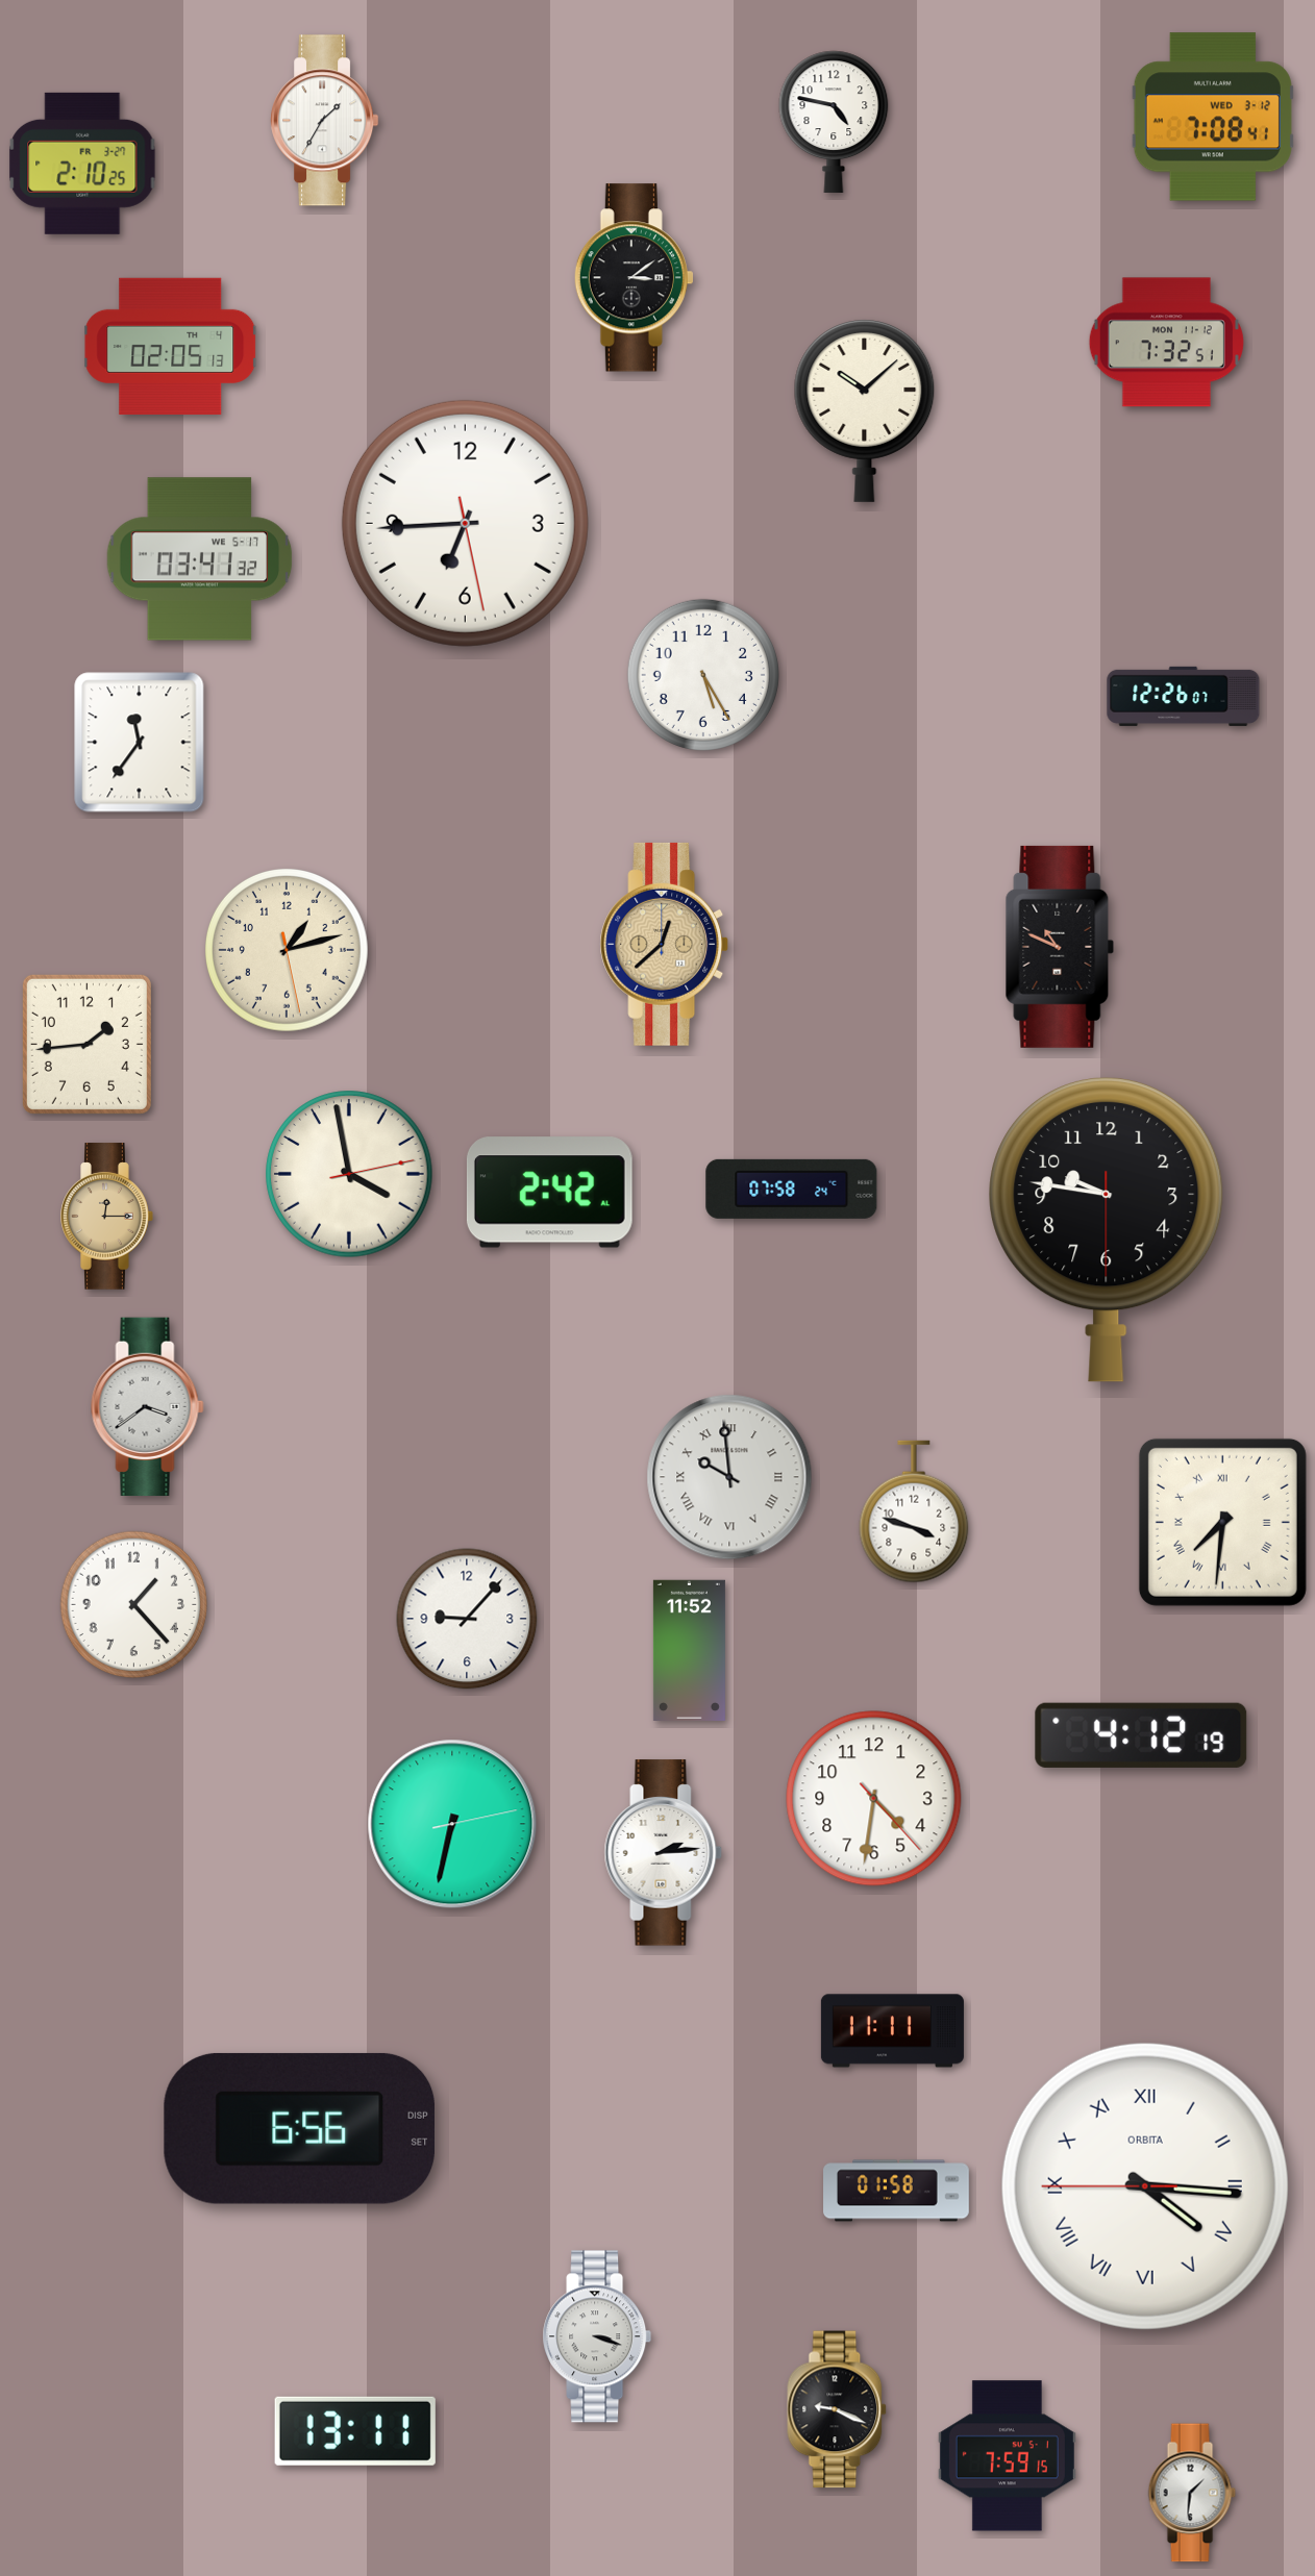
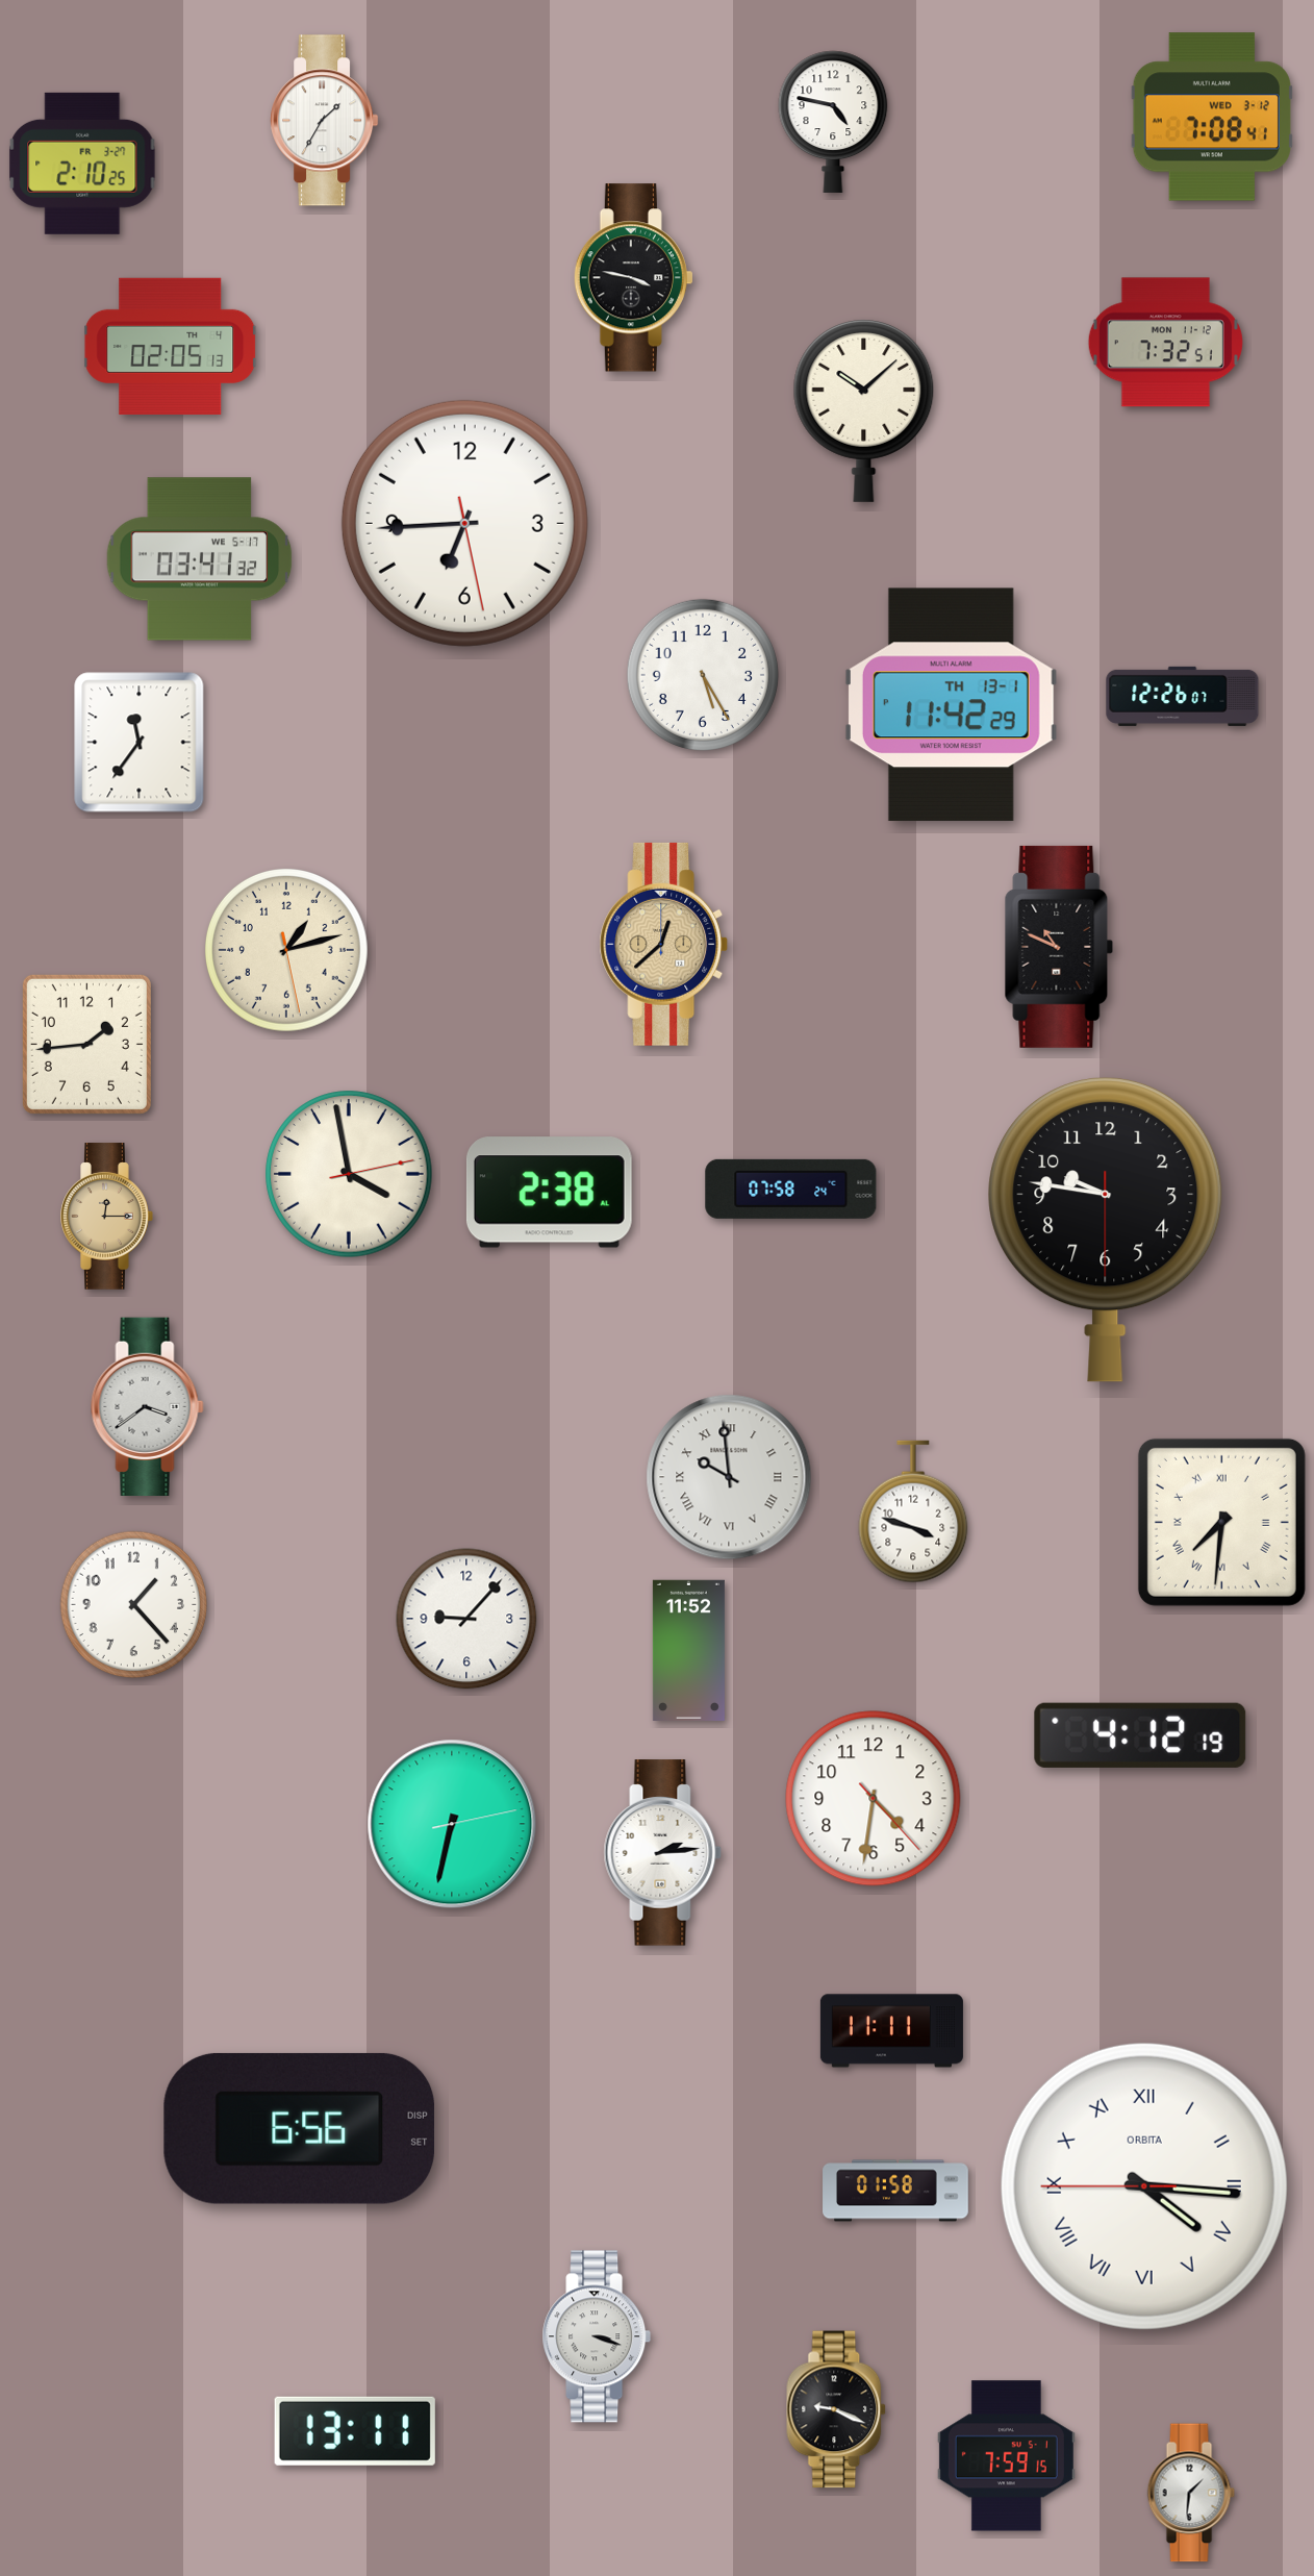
clock at (634, 278): 3:09 -> 3:47
clock at (951, 705): none -> 11:42
clock at (549, 1193): 2:42 -> 2:38
